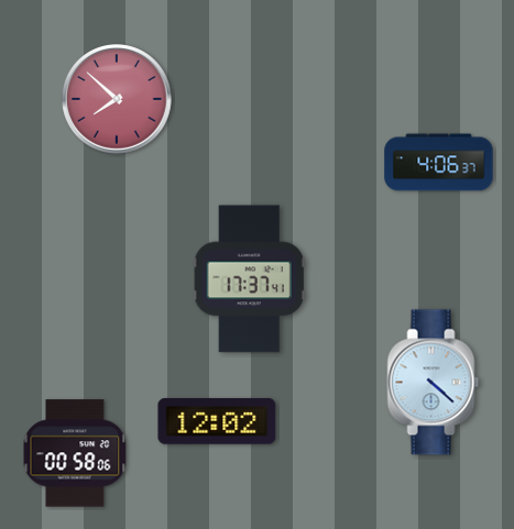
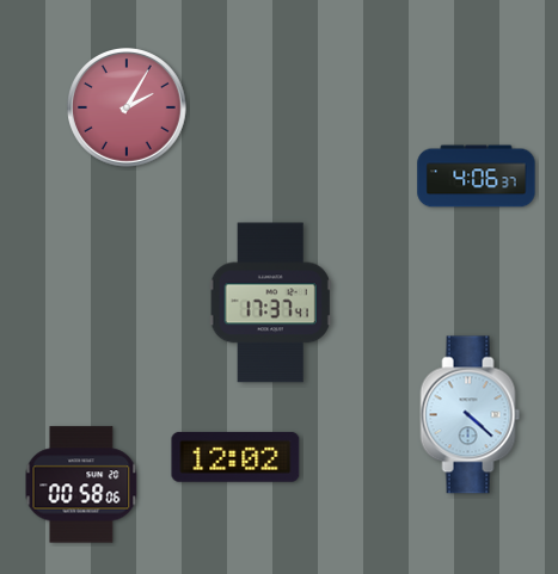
clock at (118, 100): 7:52 -> 2:05
clock at (75, 453) position: (75, 453) -> (81, 484)
